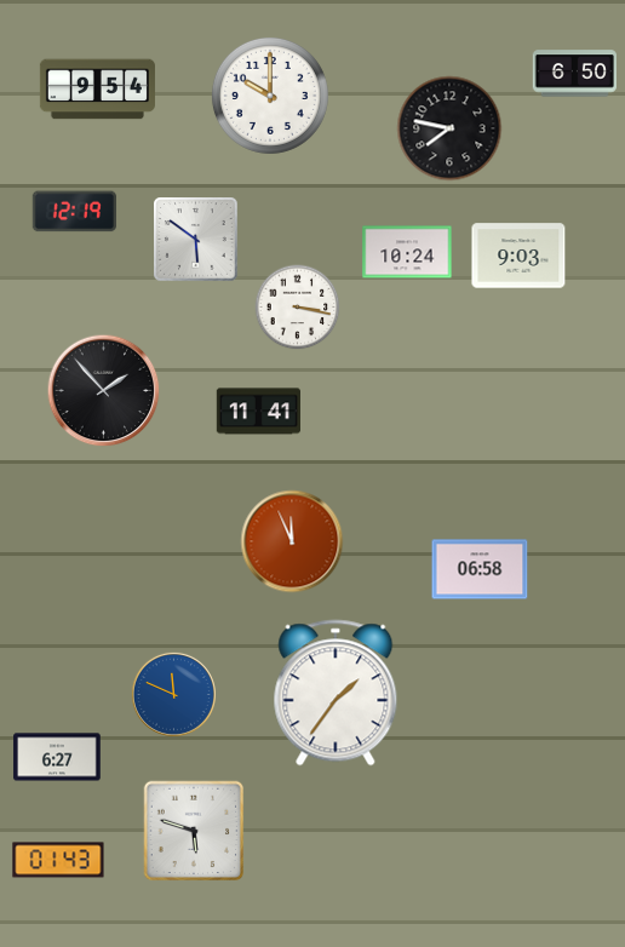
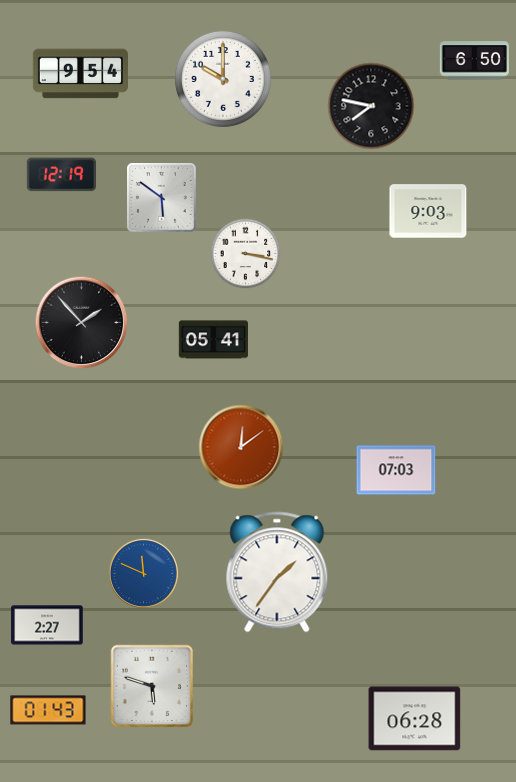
clock at (407, 252): 10:24 -> none
clock at (104, 391) position: (104, 391) -> (82, 323)
clock at (258, 412): 11:41 -> 05:41
clock at (292, 541): 11:56 -> 12:09
clock at (480, 569): 06:58 -> 07:03
clock at (57, 757): 6:27 -> 2:27
clock at (194, 831) position: (194, 831) -> (152, 686)
clock at (415, 719): none -> 06:28
